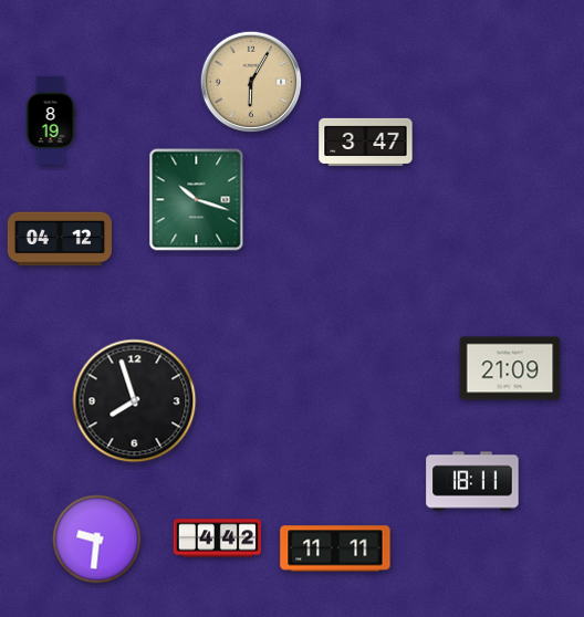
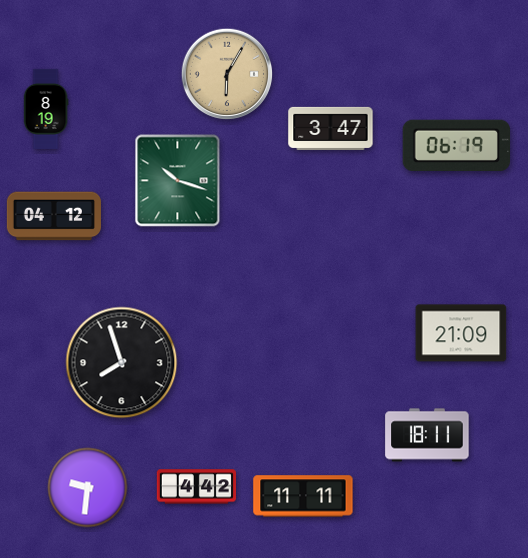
clock at (456, 145): none -> 06:19
